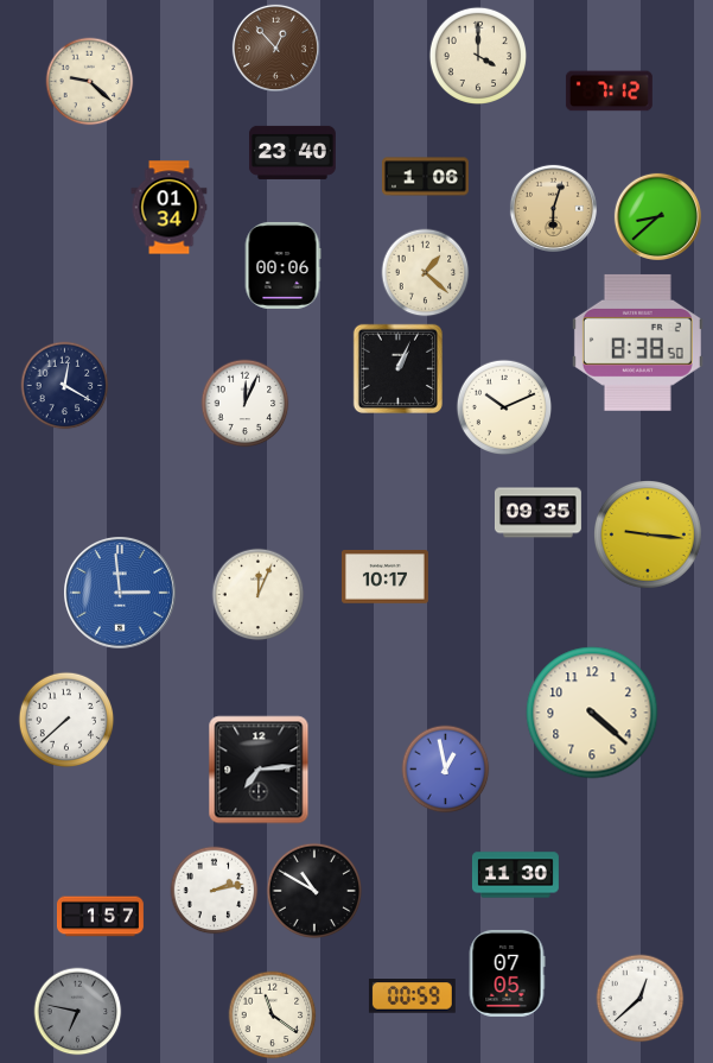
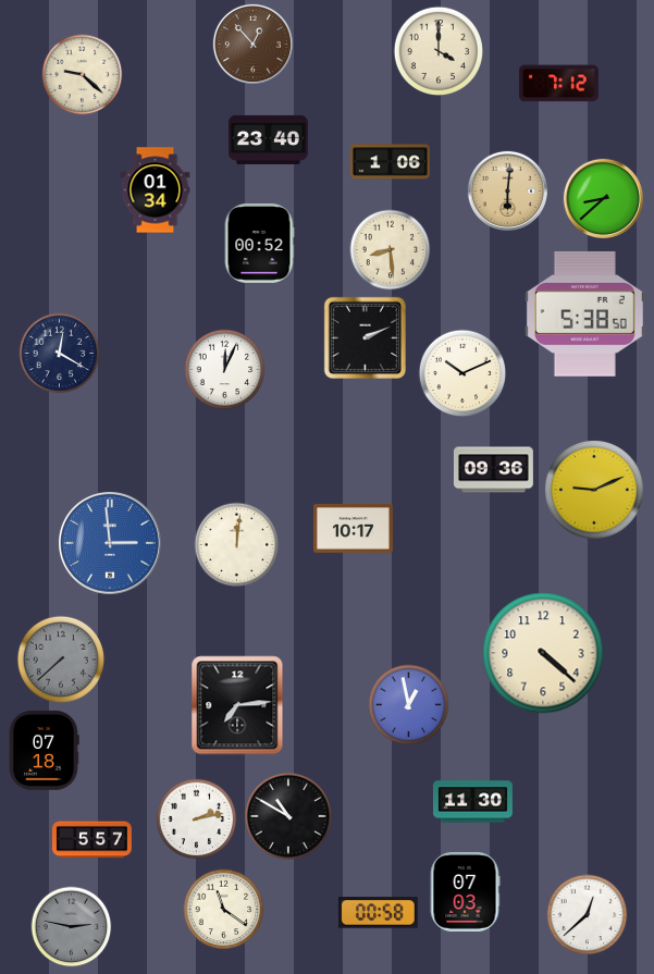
clock at (553, 208): 6:03 -> 6:01
clock at (282, 265): 00:06 -> 00:52
clock at (426, 273): 1:22 -> 8:29
clock at (637, 342): 8:38 -> 5:38
clock at (397, 368): 1:04 -> 2:11
clock at (537, 513): 09:35 -> 09:36
clock at (649, 536): 9:16 -> 9:11
clock at (259, 595): 12:04 -> 12:01
clock at (66, 720) dial: white -> grey
clock at (44, 750): none -> 07:18
clock at (215, 891) position: (215, 891) -> (197, 819)
clock at (100, 917): 1:57 -> 5:57
clock at (507, 973): 07:05 -> 07:03
clock at (412, 996): 00:59 -> 00:58
clock at (78, 1012): 6:47 -> 2:47
clock at (273, 1015) position: (273, 1015) -> (224, 910)
